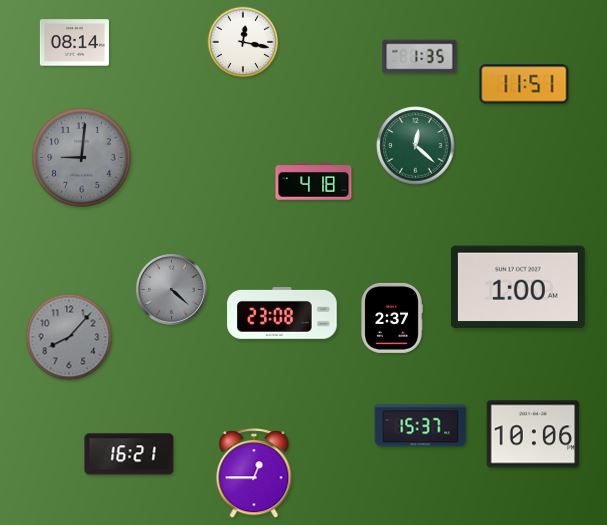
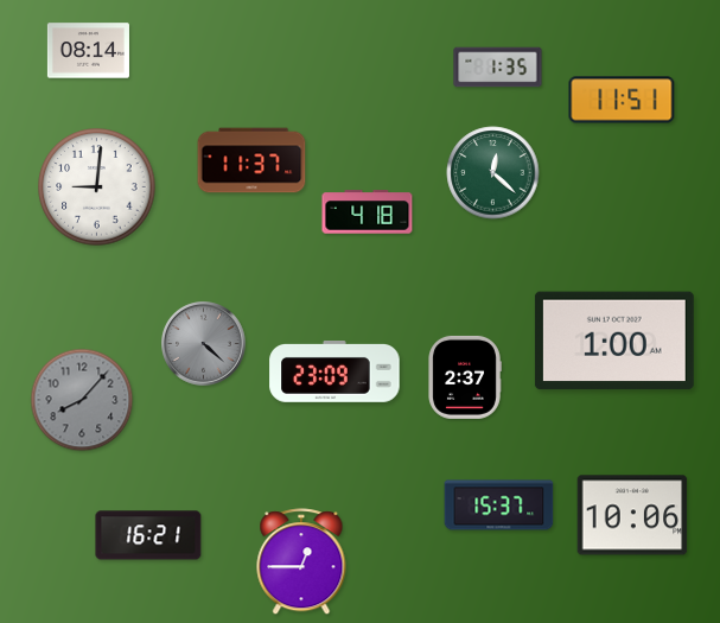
clock at (243, 42): 12:17 -> none
clock at (251, 160): none -> 11:37
clock at (82, 158) dial: grey -> white
clock at (314, 182) position: (314, 182) -> (368, 212)
clock at (282, 314): 23:08 -> 23:09
clock at (129, 454) position: (129, 454) -> (148, 535)
